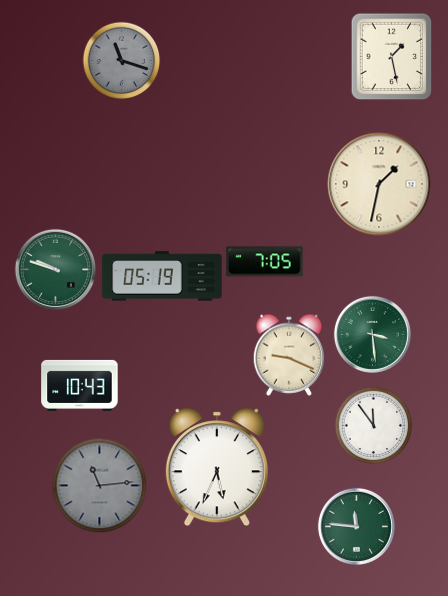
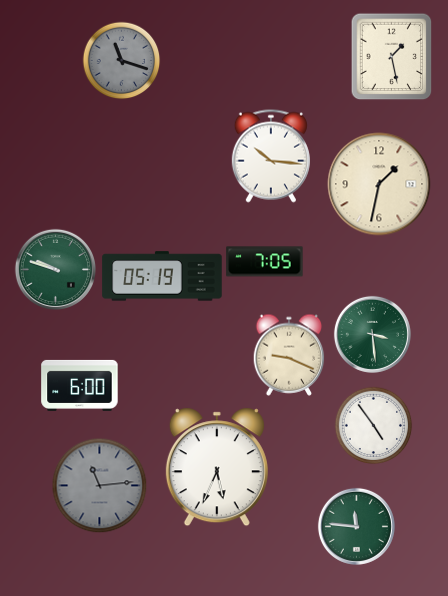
clock at (271, 156): none -> 10:16
clock at (80, 385): 10:43 -> 6:00
clock at (373, 425): 11:54 -> 4:54
